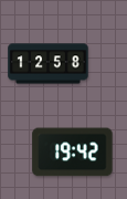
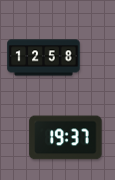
clock at (73, 153): 19:42 -> 19:37
